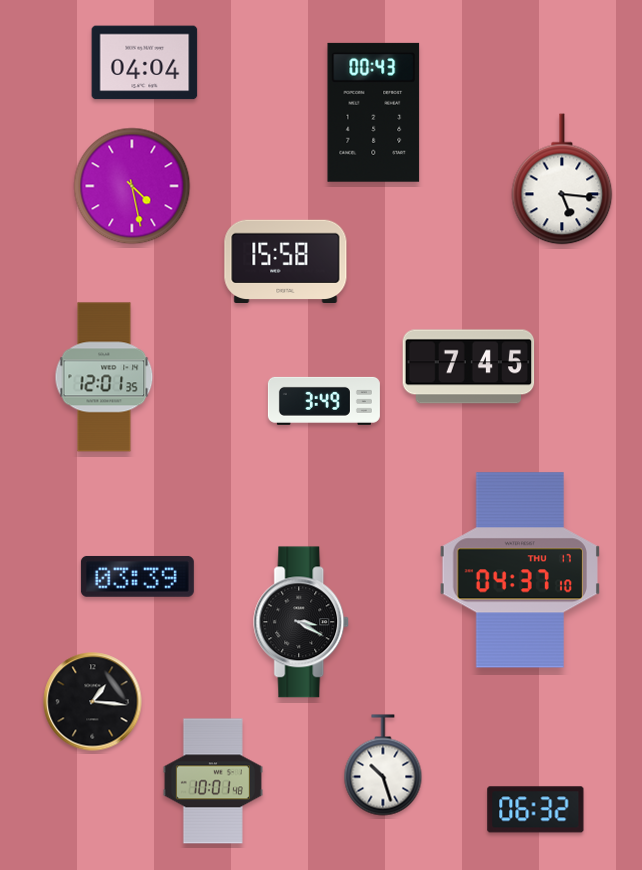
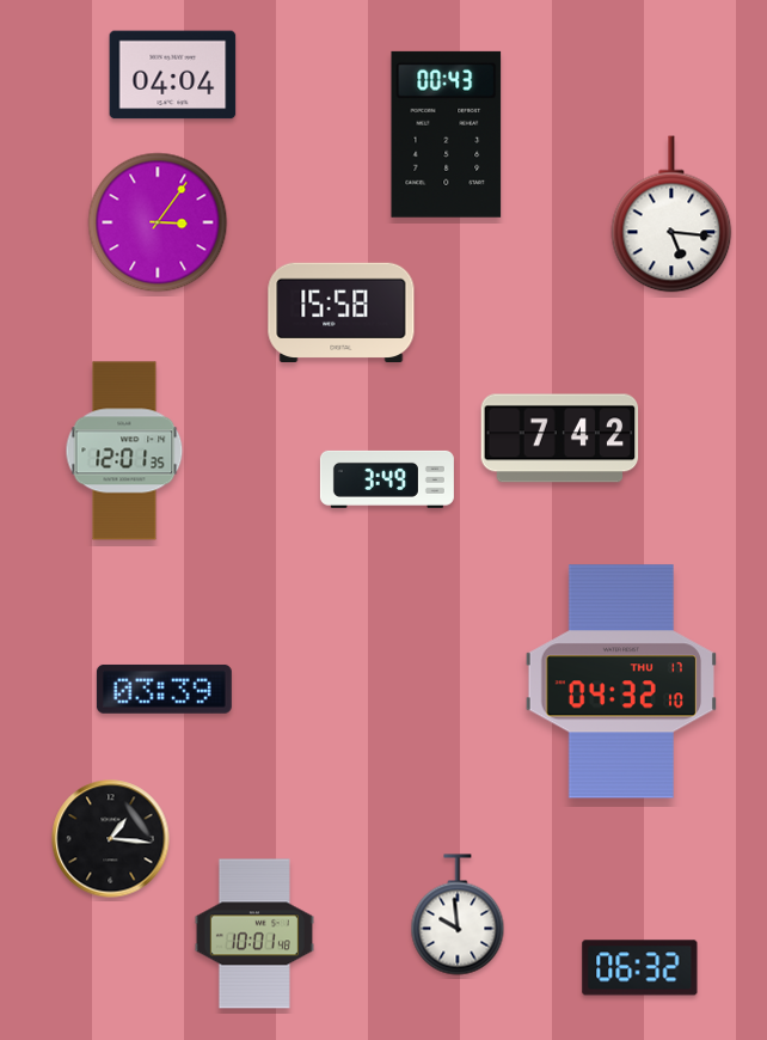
clock at (132, 186): 4:28 -> 3:06
clock at (469, 367): 7:45 -> 7:42
clock at (519, 570): 04:37 -> 04:32
clock at (302, 622): 3:20 -> none
clock at (383, 765): 10:27 -> 9:59
